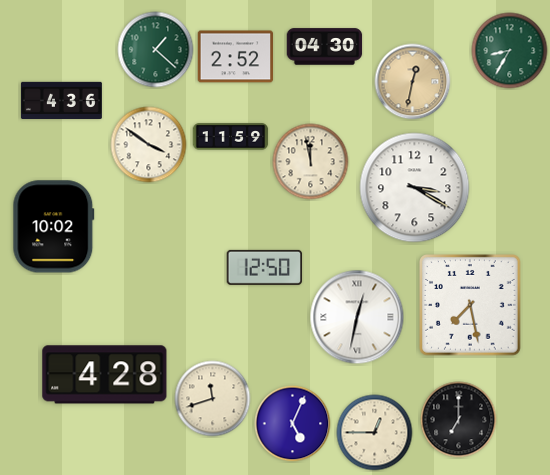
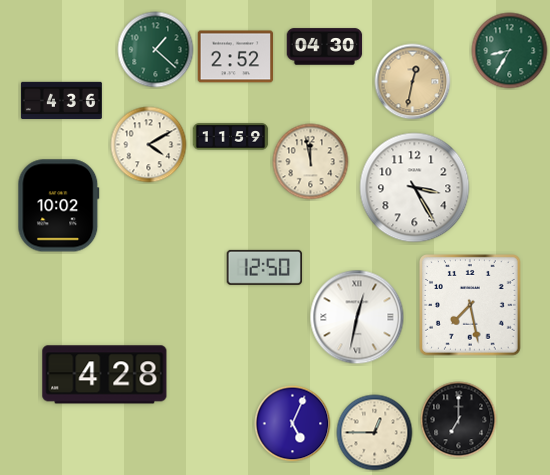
clock at (149, 145): 3:51 -> 4:10
clock at (415, 188): 3:20 -> 3:25
clock at (54, 227) position: (54, 227) -> (59, 206)
clock at (213, 399): 11:42 -> none
